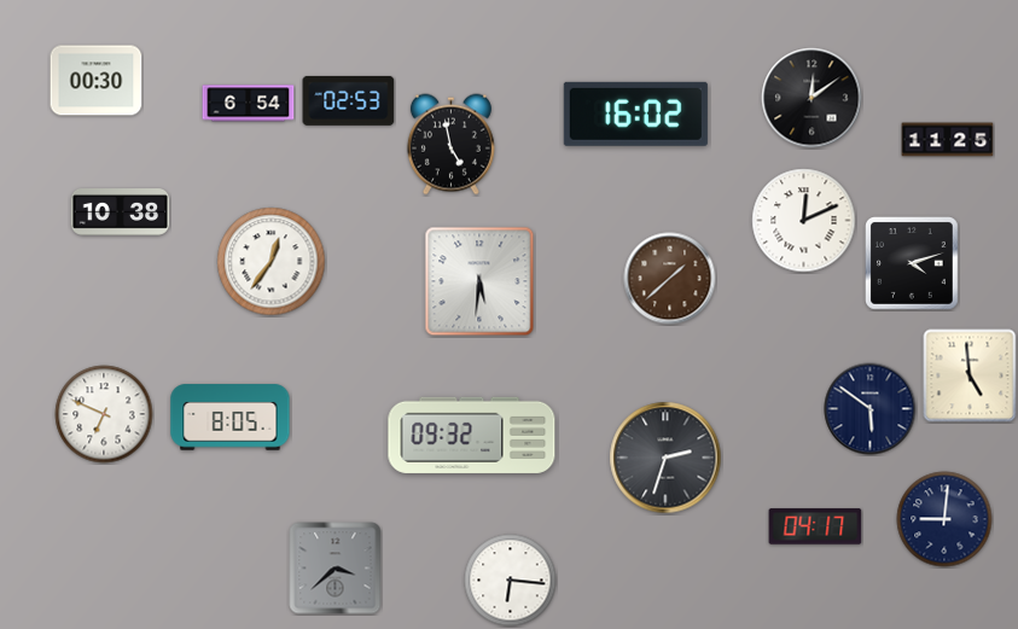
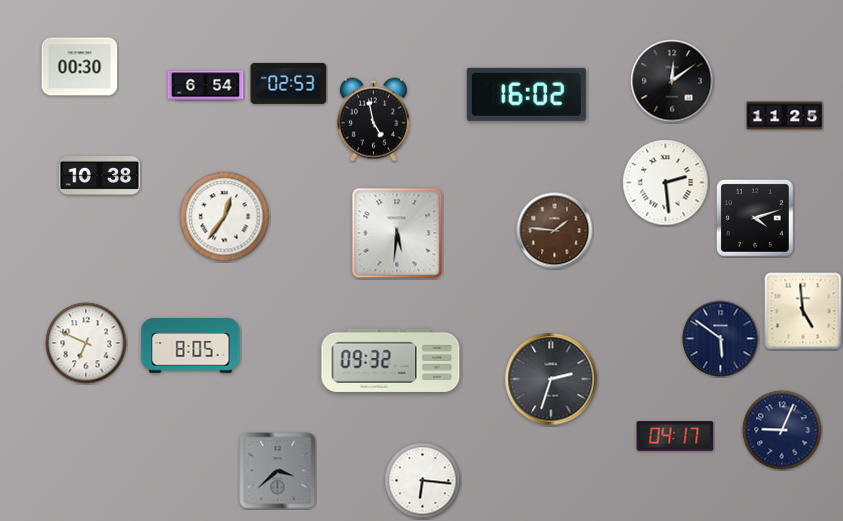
clock at (804, 221): 12:11 -> 2:29
clock at (670, 279): 1:38 -> 1:46
clock at (944, 519): 9:01 -> 9:04
